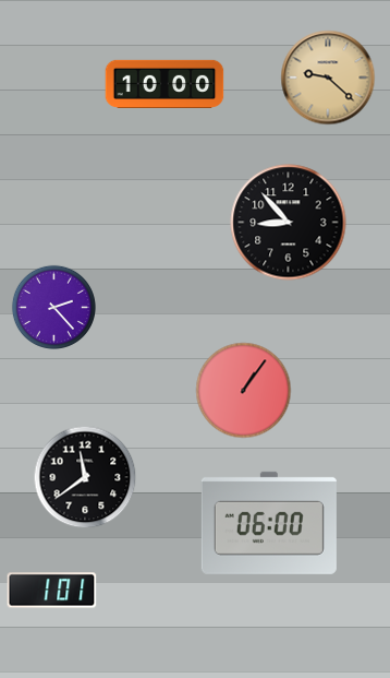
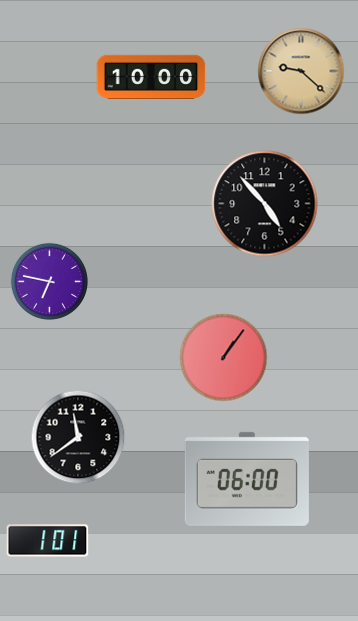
clock at (289, 223): 8:53 -> 4:53
clock at (53, 307): 2:23 -> 6:47
